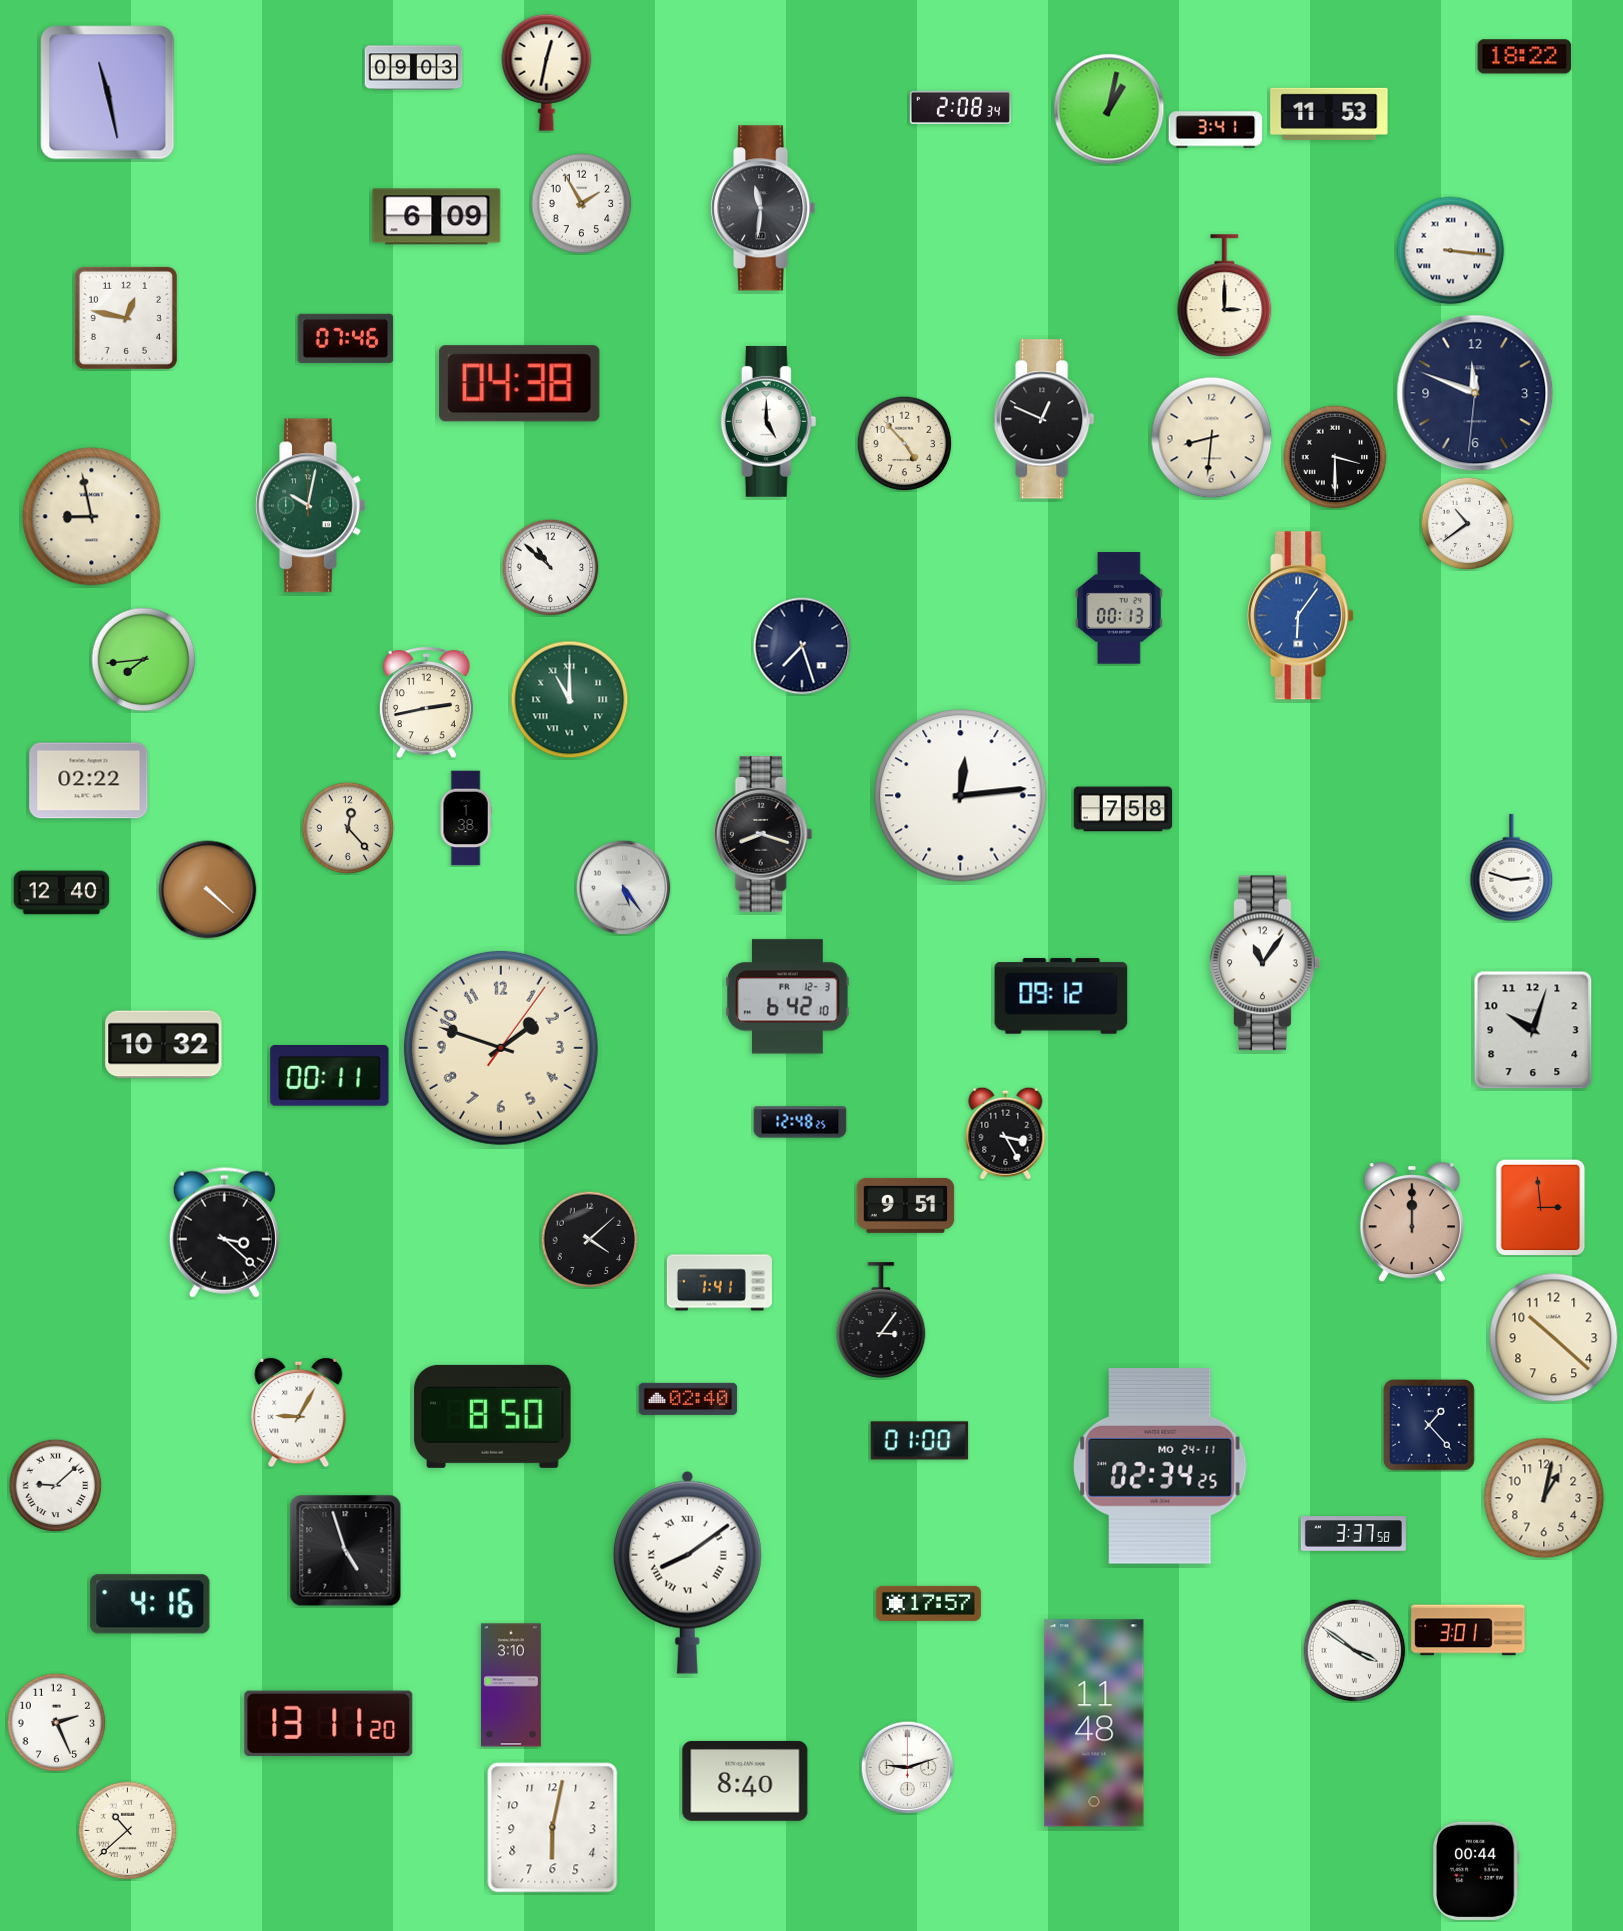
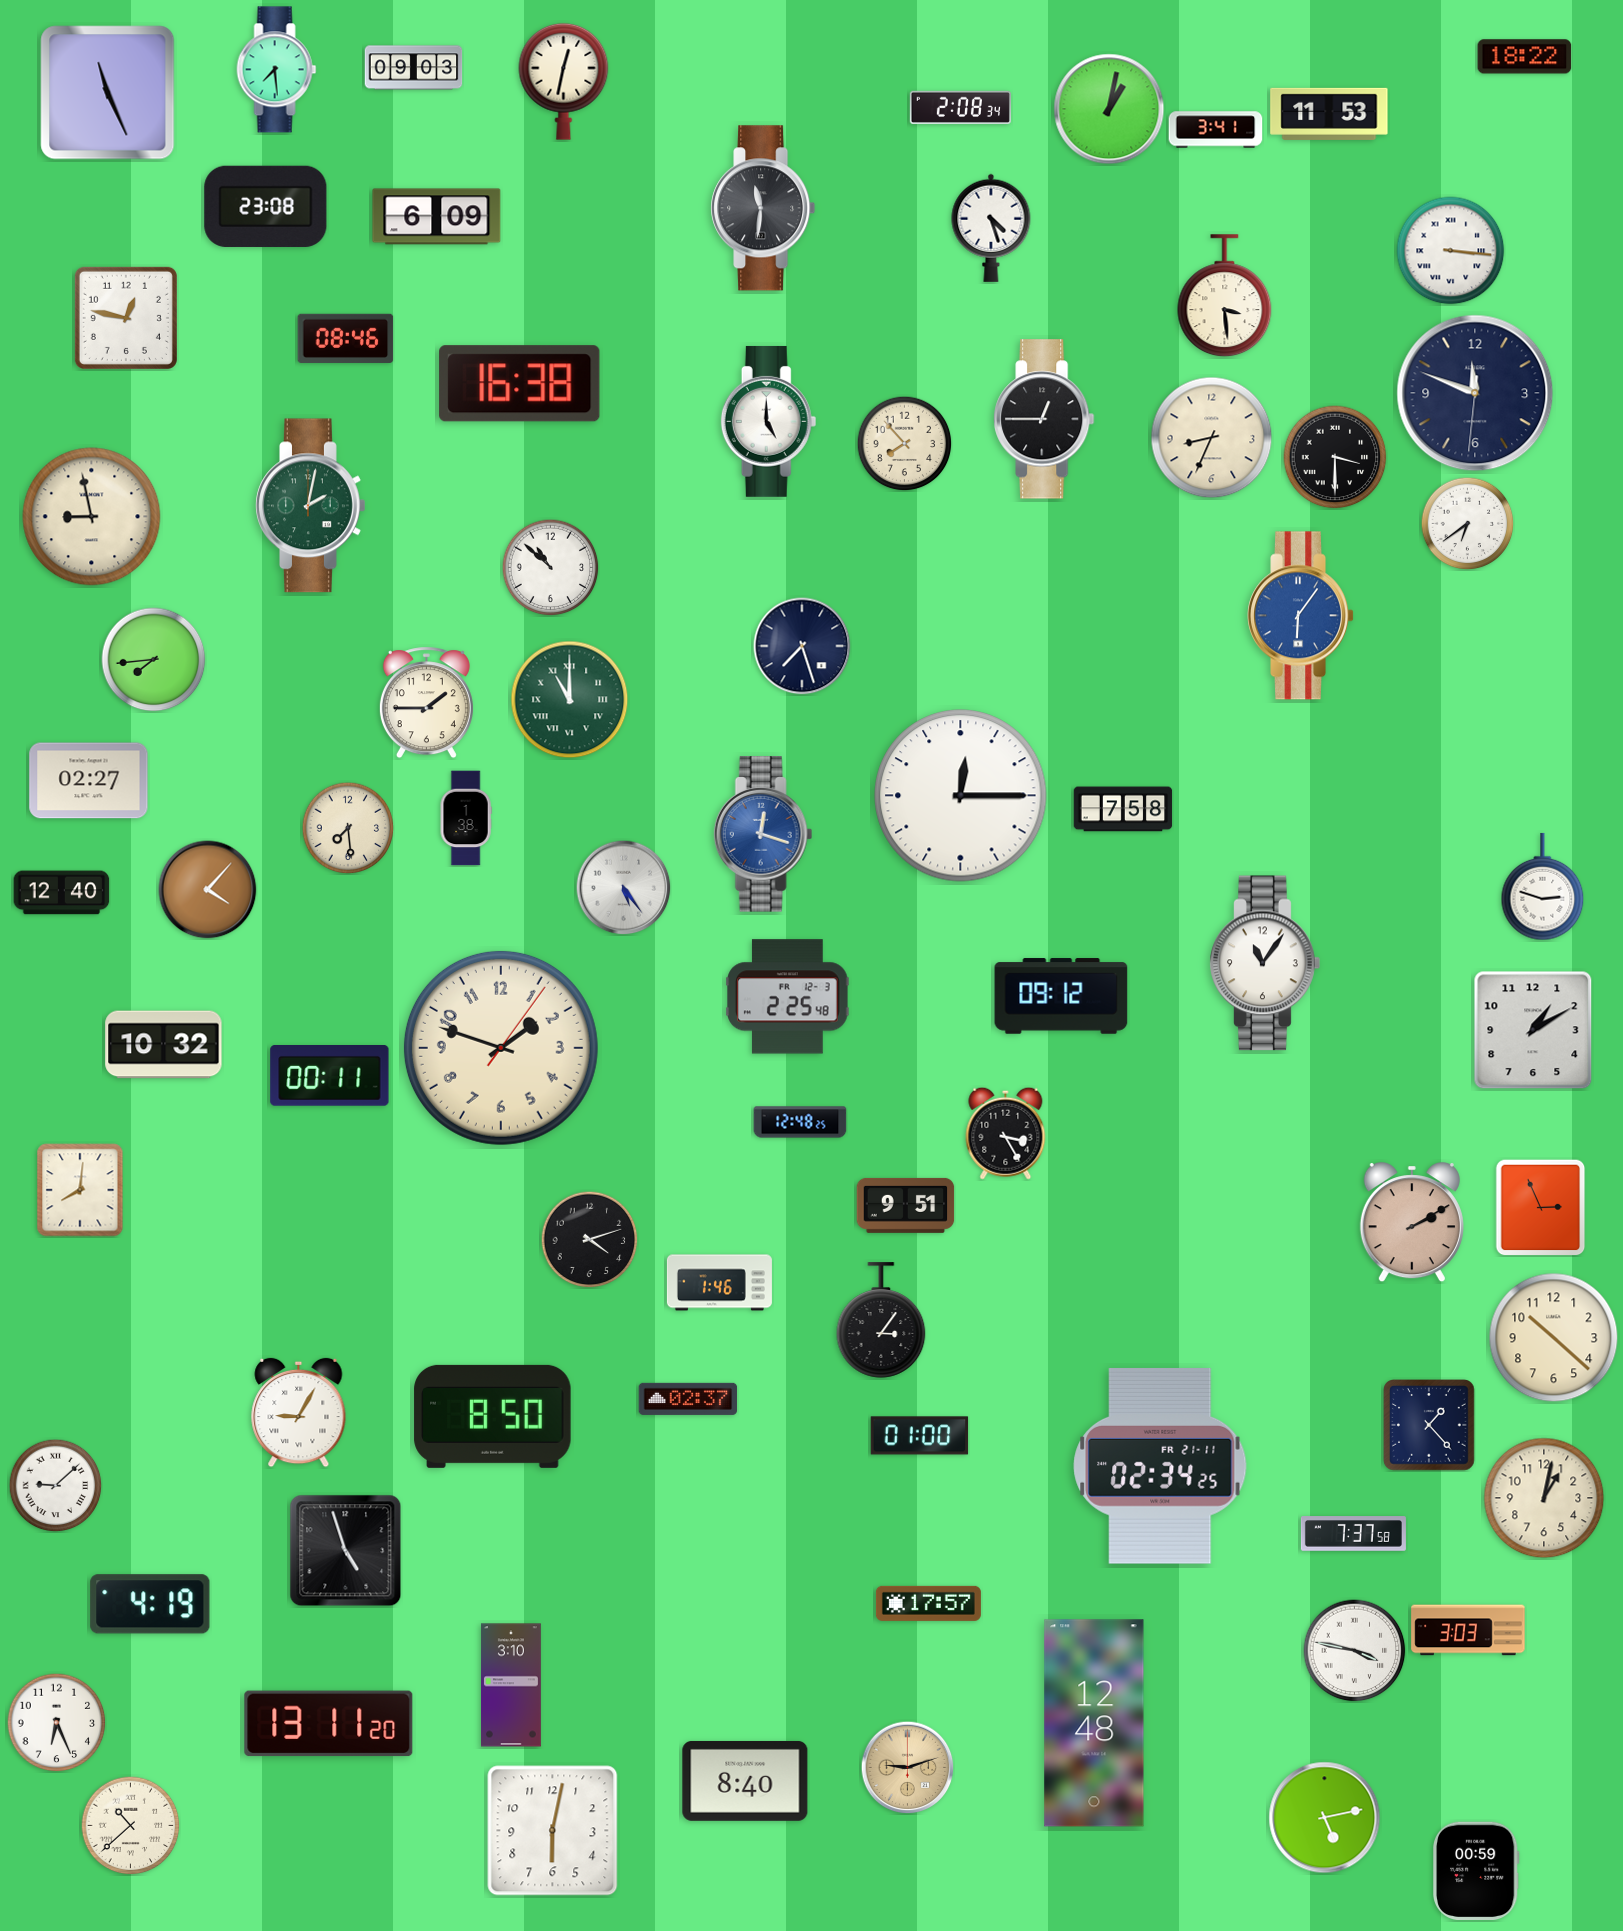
clock at (277, 70): none -> 7:29
clock at (547, 72) position: (547, 72) -> (564, 81)
clock at (108, 93): 11:28 -> 11:26
clock at (582, 204): 1:55 -> none
clock at (266, 206): none -> 23:08
clock at (991, 228): none -> 4:27
clock at (1225, 296): 3:00 -> 3:29
clock at (346, 338): 07:46 -> 08:46
clock at (520, 384): 04:38 -> 16:38
clock at (1044, 419): 12:49 -> 12:45
clock at (1212, 438): 8:31 -> 8:34
clock at (904, 443): 4:53 -> 7:53
clock at (311, 506): 10:02 -> 2:02
clock at (1467, 523): 10:39 -> 6:39
clock at (1119, 608): 00:13 -> none
clock at (144, 660) position: (144, 660) -> (154, 660)
clock at (426, 703): 2:43 -> 1:45
clock at (89, 781): 02:22 -> 02:27
clock at (961, 796): 12:14 -> 12:15
clock at (348, 828): 12:23 -> 7:29
clock at (763, 834): 8:18 -> 12:18
clock at (763, 834) dial: black -> blue
clock at (1512, 868) position: (1512, 868) -> (1543, 887)
clock at (208, 890): 4:22 -> 4:07
clock at (788, 997): 6:42 -> 2:25
clock at (1533, 1030): 10:03 -> 1:10
clock at (80, 1190): none -> 8:01
clock at (1541, 1207): 2:59 -> 2:56
clock at (1412, 1223): 12:00 -> 2:10
clock at (224, 1232): 3:22 -> none
clock at (589, 1239): 4:08 -> 4:12
clock at (719, 1283): 1:41 -> 1:46
clock at (688, 1399): 02:40 -> 02:37
clock at (920, 1441) position: (920, 1441) -> (920, 1436)
clock at (1160, 1466) date: MO 24-11 -> FR 21-11
clock at (1353, 1534): 3:37 -> 7:37
clock at (687, 1572): 8:09 -> none
clock at (150, 1604): 4:16 -> 4:19
clock at (1468, 1630): 3:01 -> 3:03
clock at (1355, 1651): 3:51 -> 3:47
clock at (57, 1723): 2:26 -> 6:26
clock at (1094, 1723): 11:48 -> 12:48
clock at (907, 1767) dial: white -> champagne
clock at (1325, 1818): none -> 5:13
clock at (553, 1828) position: (553, 1828) -> (553, 1831)
clock at (128, 1831) position: (128, 1831) -> (131, 1826)
clock at (1476, 1870): 00:44 -> 00:59
